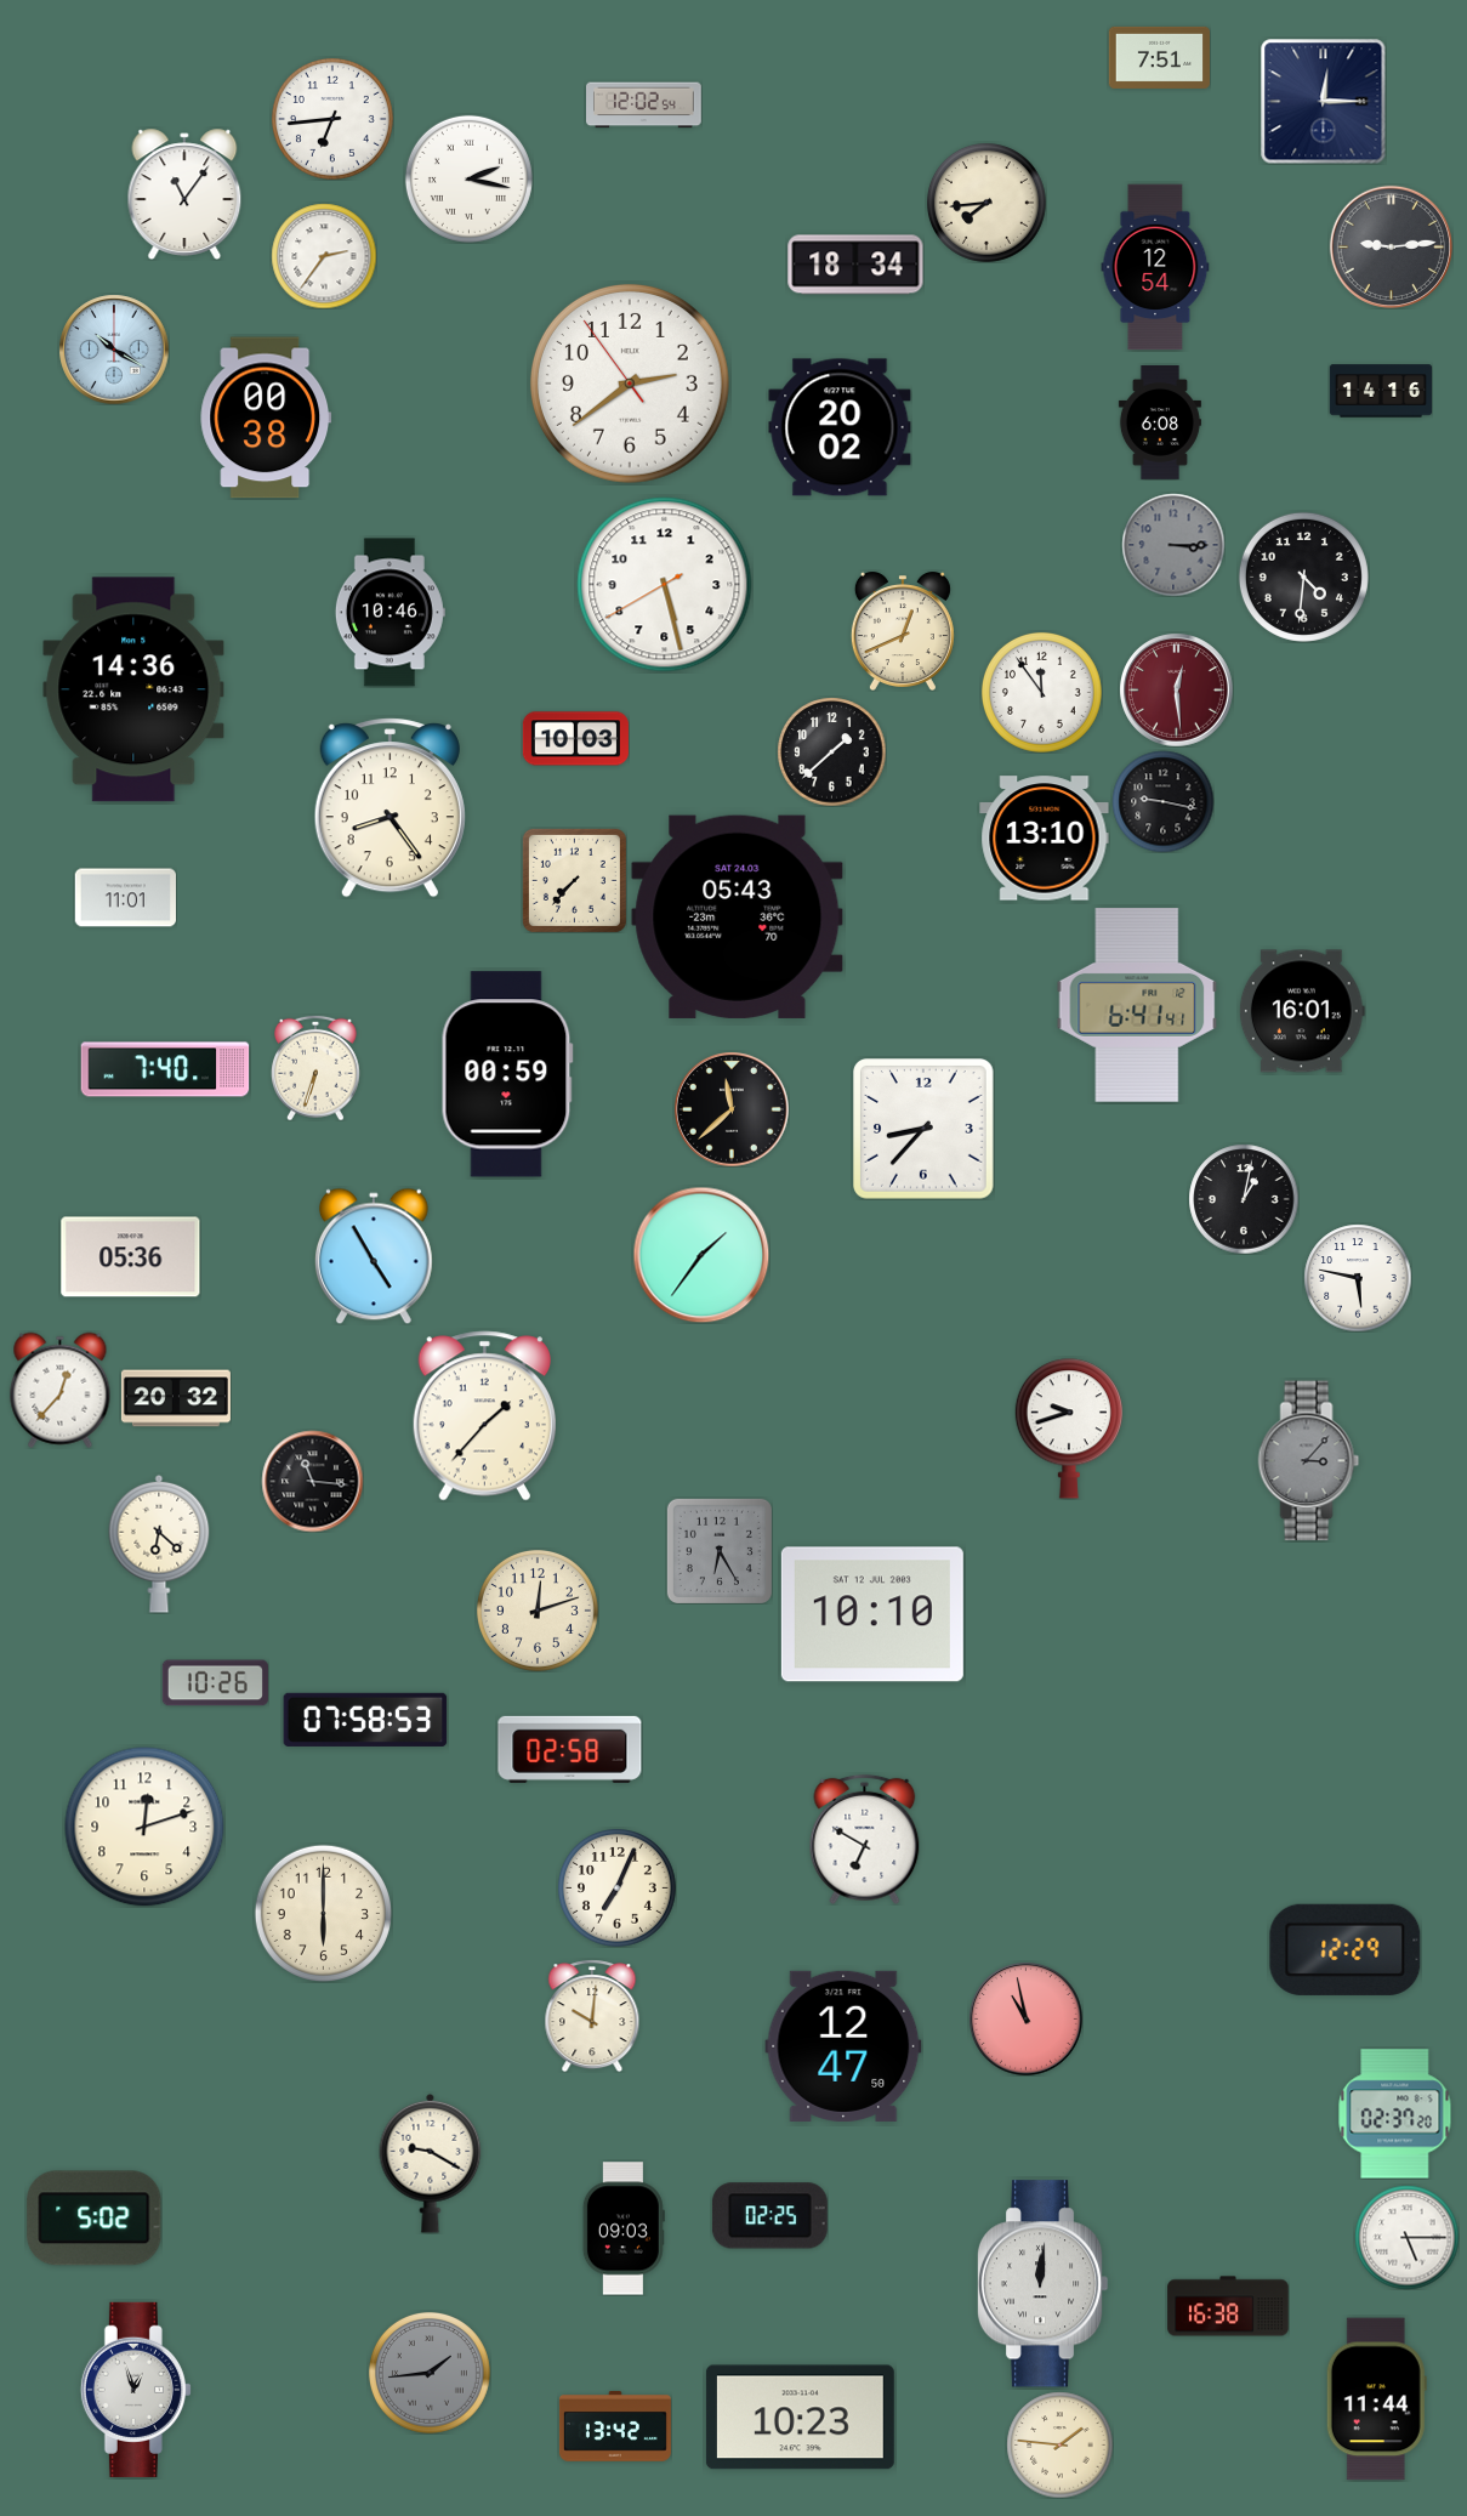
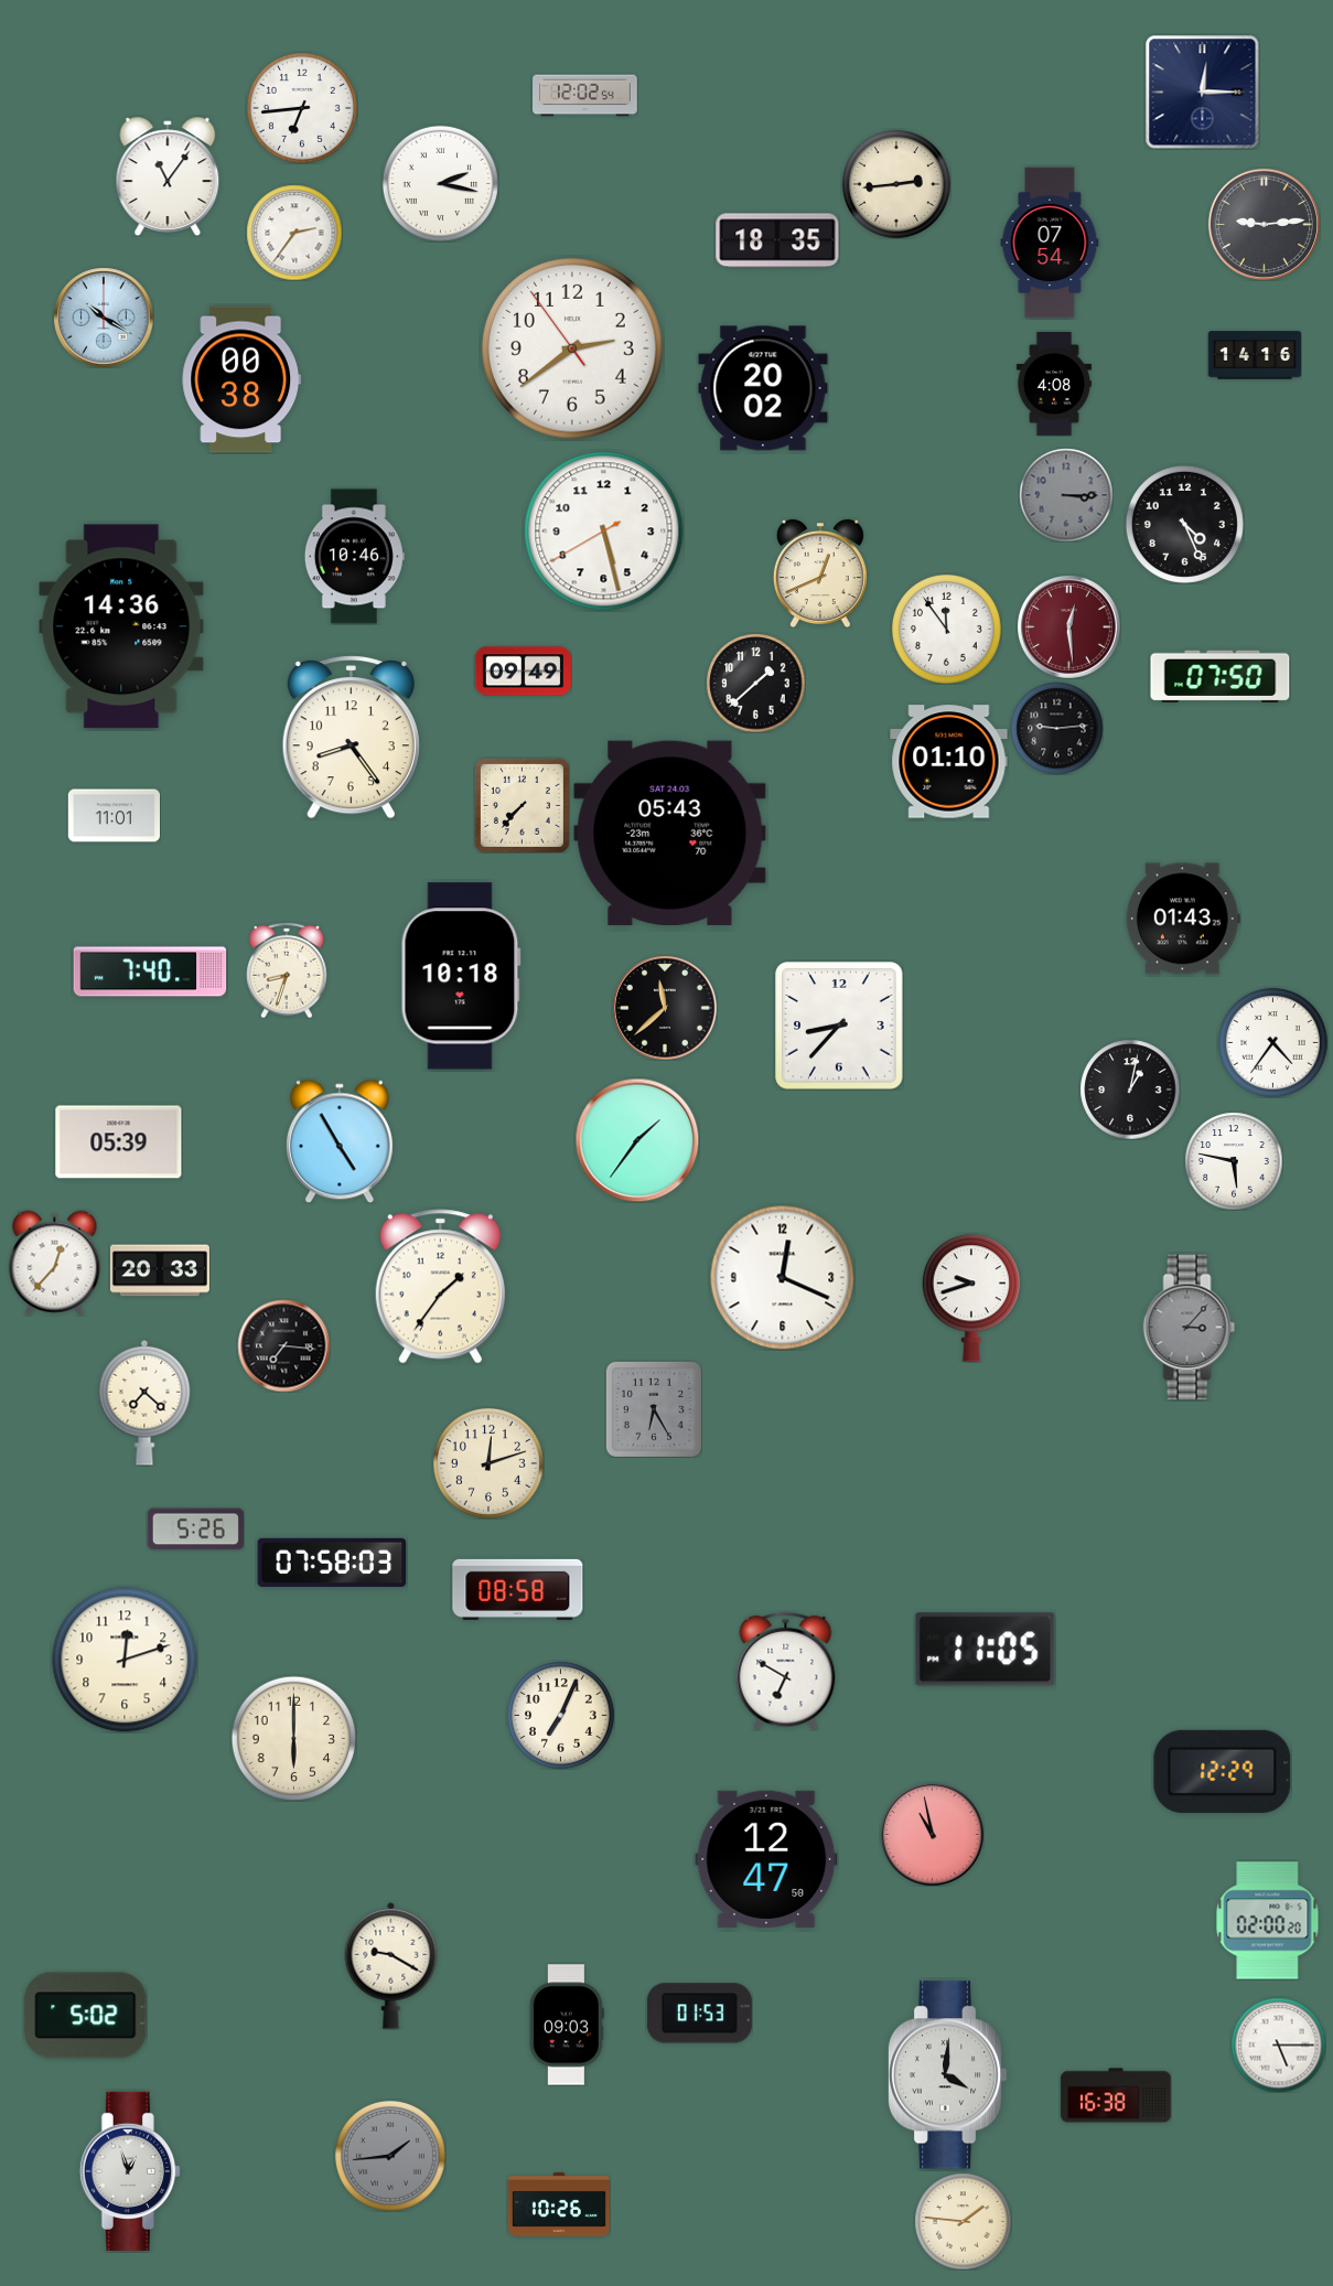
clock at (1159, 57): 7:51 -> none
clock at (468, 178) position: (468, 178) -> (440, 183)
clock at (988, 204): 7:44 -> 2:44
clock at (855, 265): 18:34 -> 18:35
clock at (1155, 267): 12:54 -> 07:54
clock at (1160, 424): 6:08 -> 4:08
clock at (1303, 577): 4:31 -> 4:26
clock at (575, 739): 10:03 -> 09:49
clock at (1221, 676): none -> 07:50
clock at (1162, 801): 9:17 -> 9:14
clock at (390, 808) position: (390, 808) -> (351, 738)
clock at (1045, 839): 13:10 -> 01:10
clock at (574, 880) position: (574, 880) -> (522, 805)
clock at (1137, 1005): 6:41 -> none
clock at (1302, 1011): 16:01 -> 01:43
clock at (317, 1068): 6:33 -> 8:33
clock at (507, 1074): 00:59 -> 10:18
clock at (1272, 1042): none -> 4:36
clock at (131, 1257): 05:36 -> 05:39
clock at (176, 1398): 20:32 -> 20:33
clock at (783, 1278): none -> 12:19
clock at (484, 1416): 1:37 -> 1:36
clock at (312, 1481): 11:16 -> 7:16
clock at (159, 1544): 6:22 -> 7:22
clock at (872, 1614): 10:10 -> none
clock at (215, 1683): 10:26 -> 5:26
clock at (365, 1720): 07:58:53 -> 07:58:03
clock at (570, 1749): 02:58 -> 08:58
clock at (986, 1650): none -> 11:05
clock at (144, 1827) position: (144, 1827) -> (125, 1660)
clock at (592, 2016): 10:01 -> none
clock at (1395, 2114): 02:37 -> 02:00
clock at (769, 2216): 02:25 -> 01:53
clock at (1406, 2237) position: (1406, 2237) -> (1278, 2044)
clock at (1042, 2284): 12:01 -> 4:01
clock at (136, 2390) position: (136, 2390) -> (130, 2171)
clock at (1376, 2399): 11:44 -> none
clock at (800, 2418): 10:23 -> none
clock at (615, 2427): 13:42 -> 10:26
